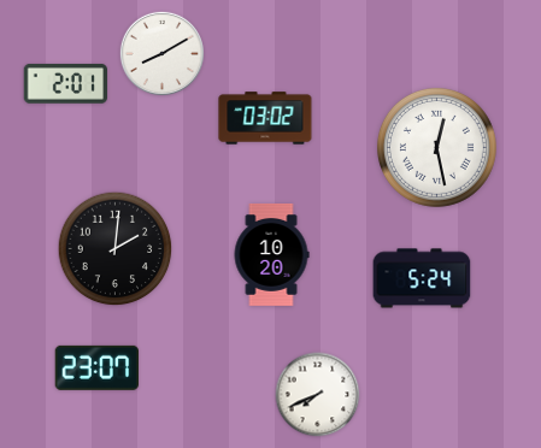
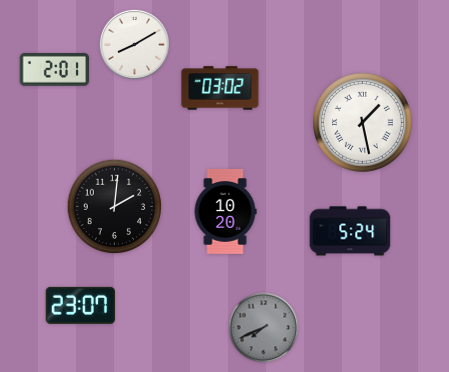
clock at (265, 118) position: (265, 118) -> (220, 88)
clock at (436, 147): 12:28 -> 1:28
clock at (116, 249) position: (116, 249) -> (115, 207)
clock at (318, 395) dial: white -> grey
